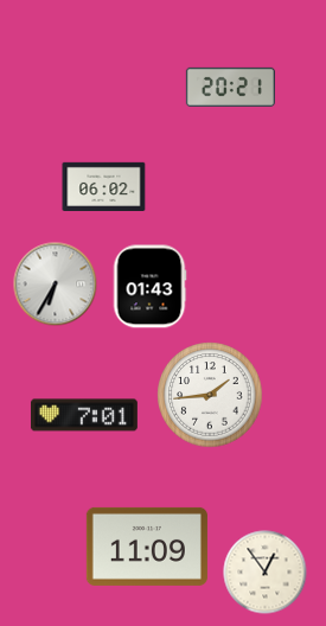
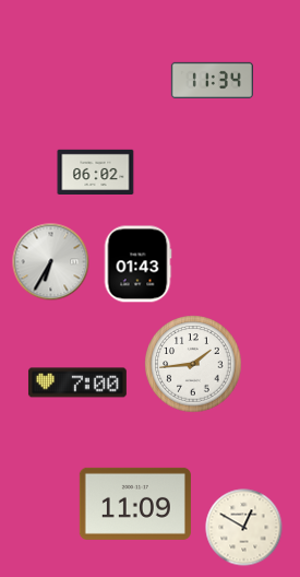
clock at (230, 87): 20:21 -> 11:34
clock at (84, 415): 7:01 -> 7:00
clock at (266, 573): 12:54 -> 12:50
